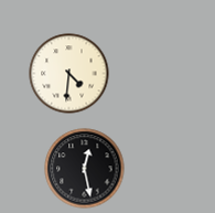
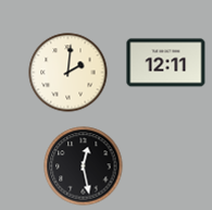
clock at (166, 63): none -> 12:11
clock at (69, 74): 4:31 -> 2:01
